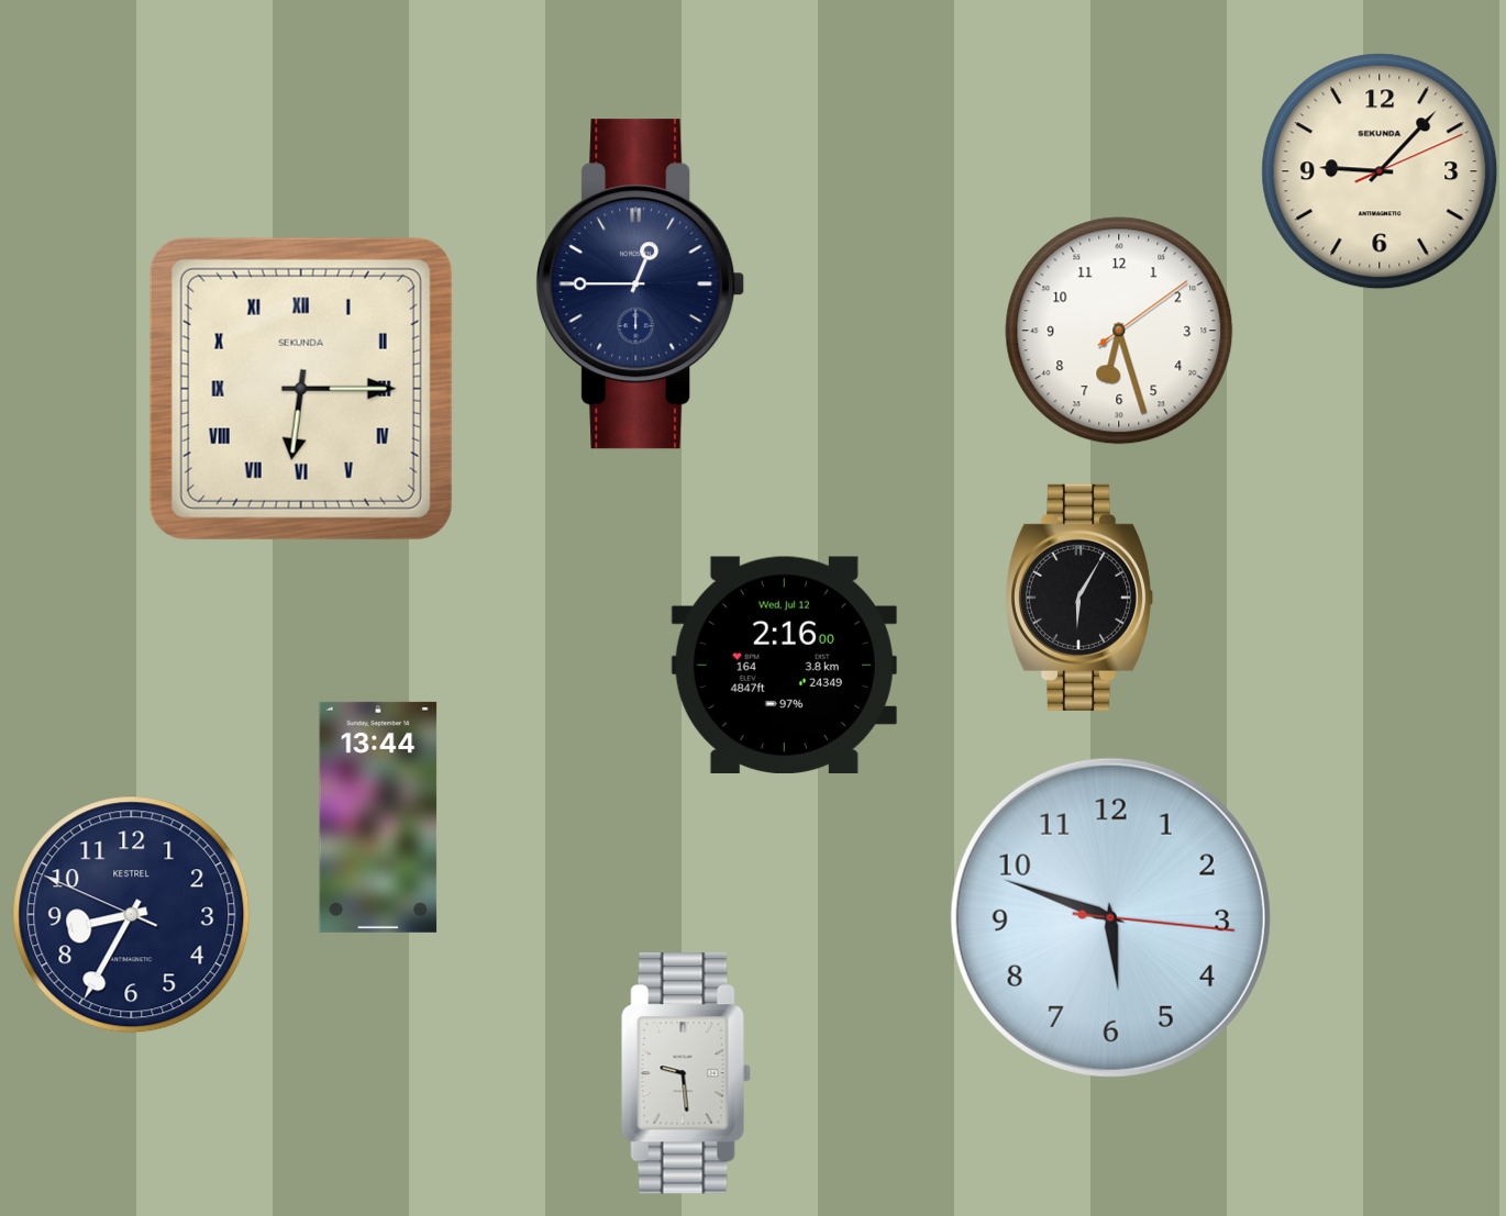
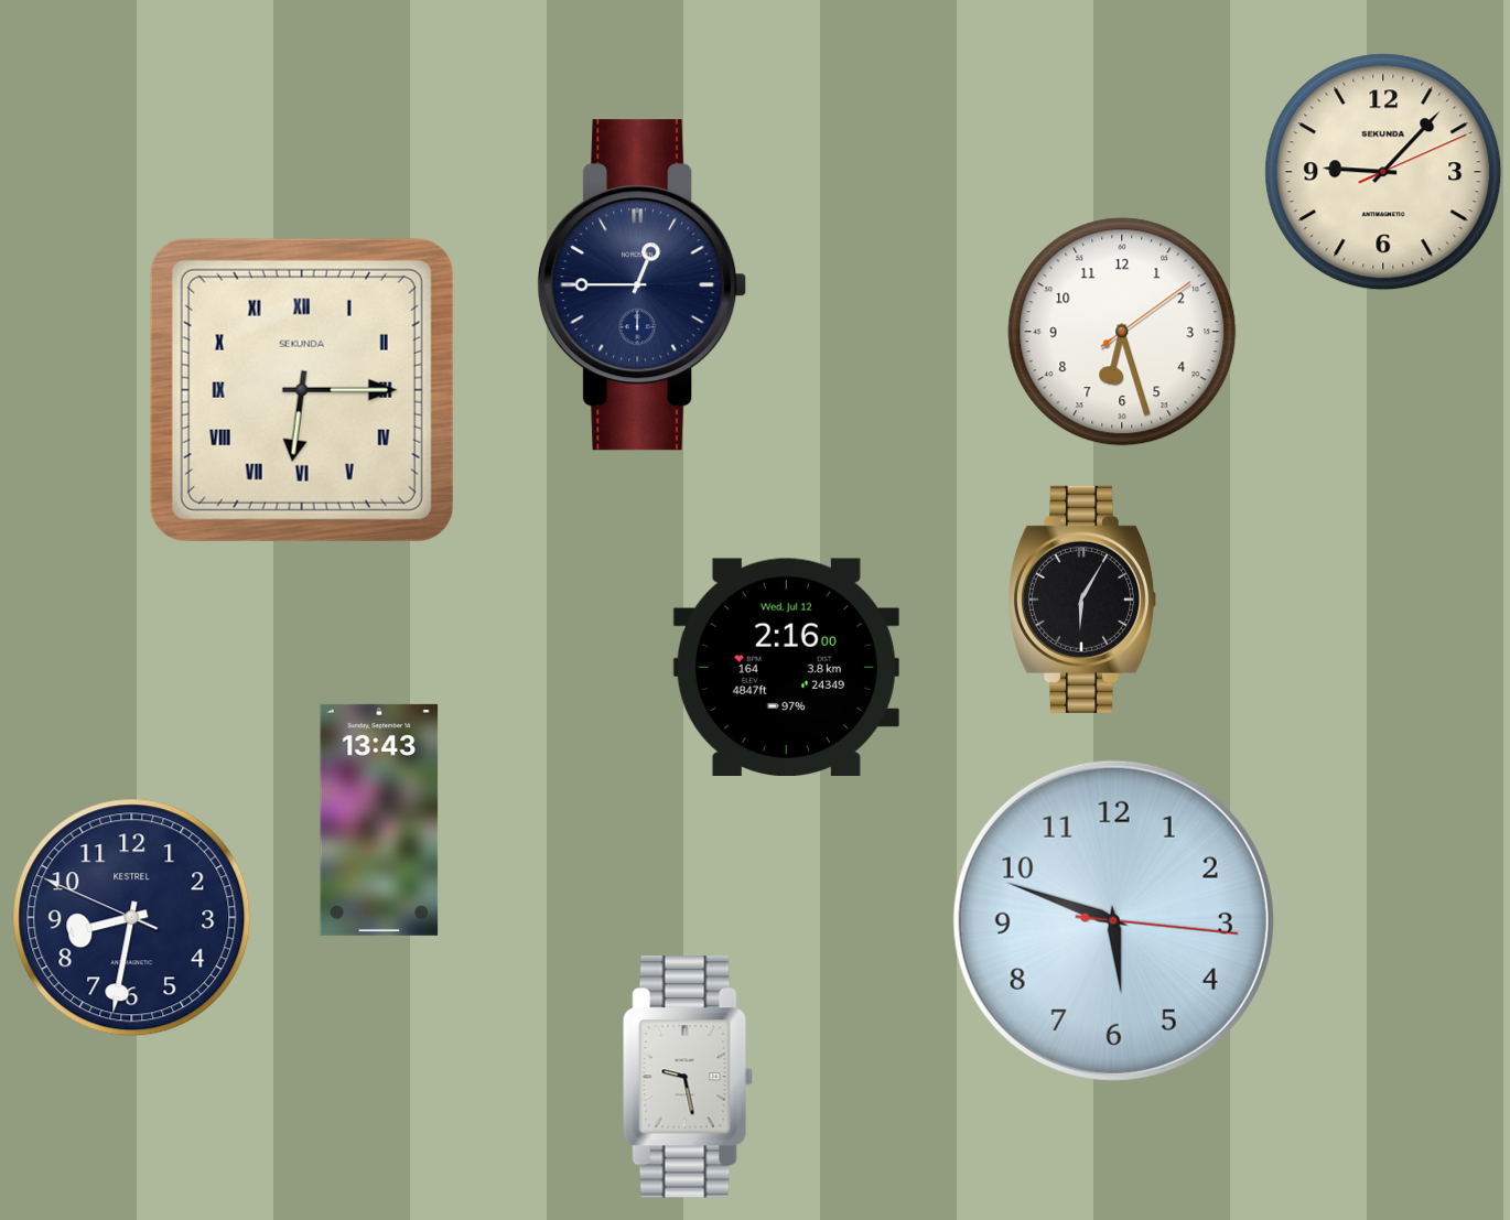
clock at (378, 817): 13:44 -> 13:43
clock at (132, 915): 8:34 -> 8:31
clock at (686, 1073): 9:29 -> 9:28
